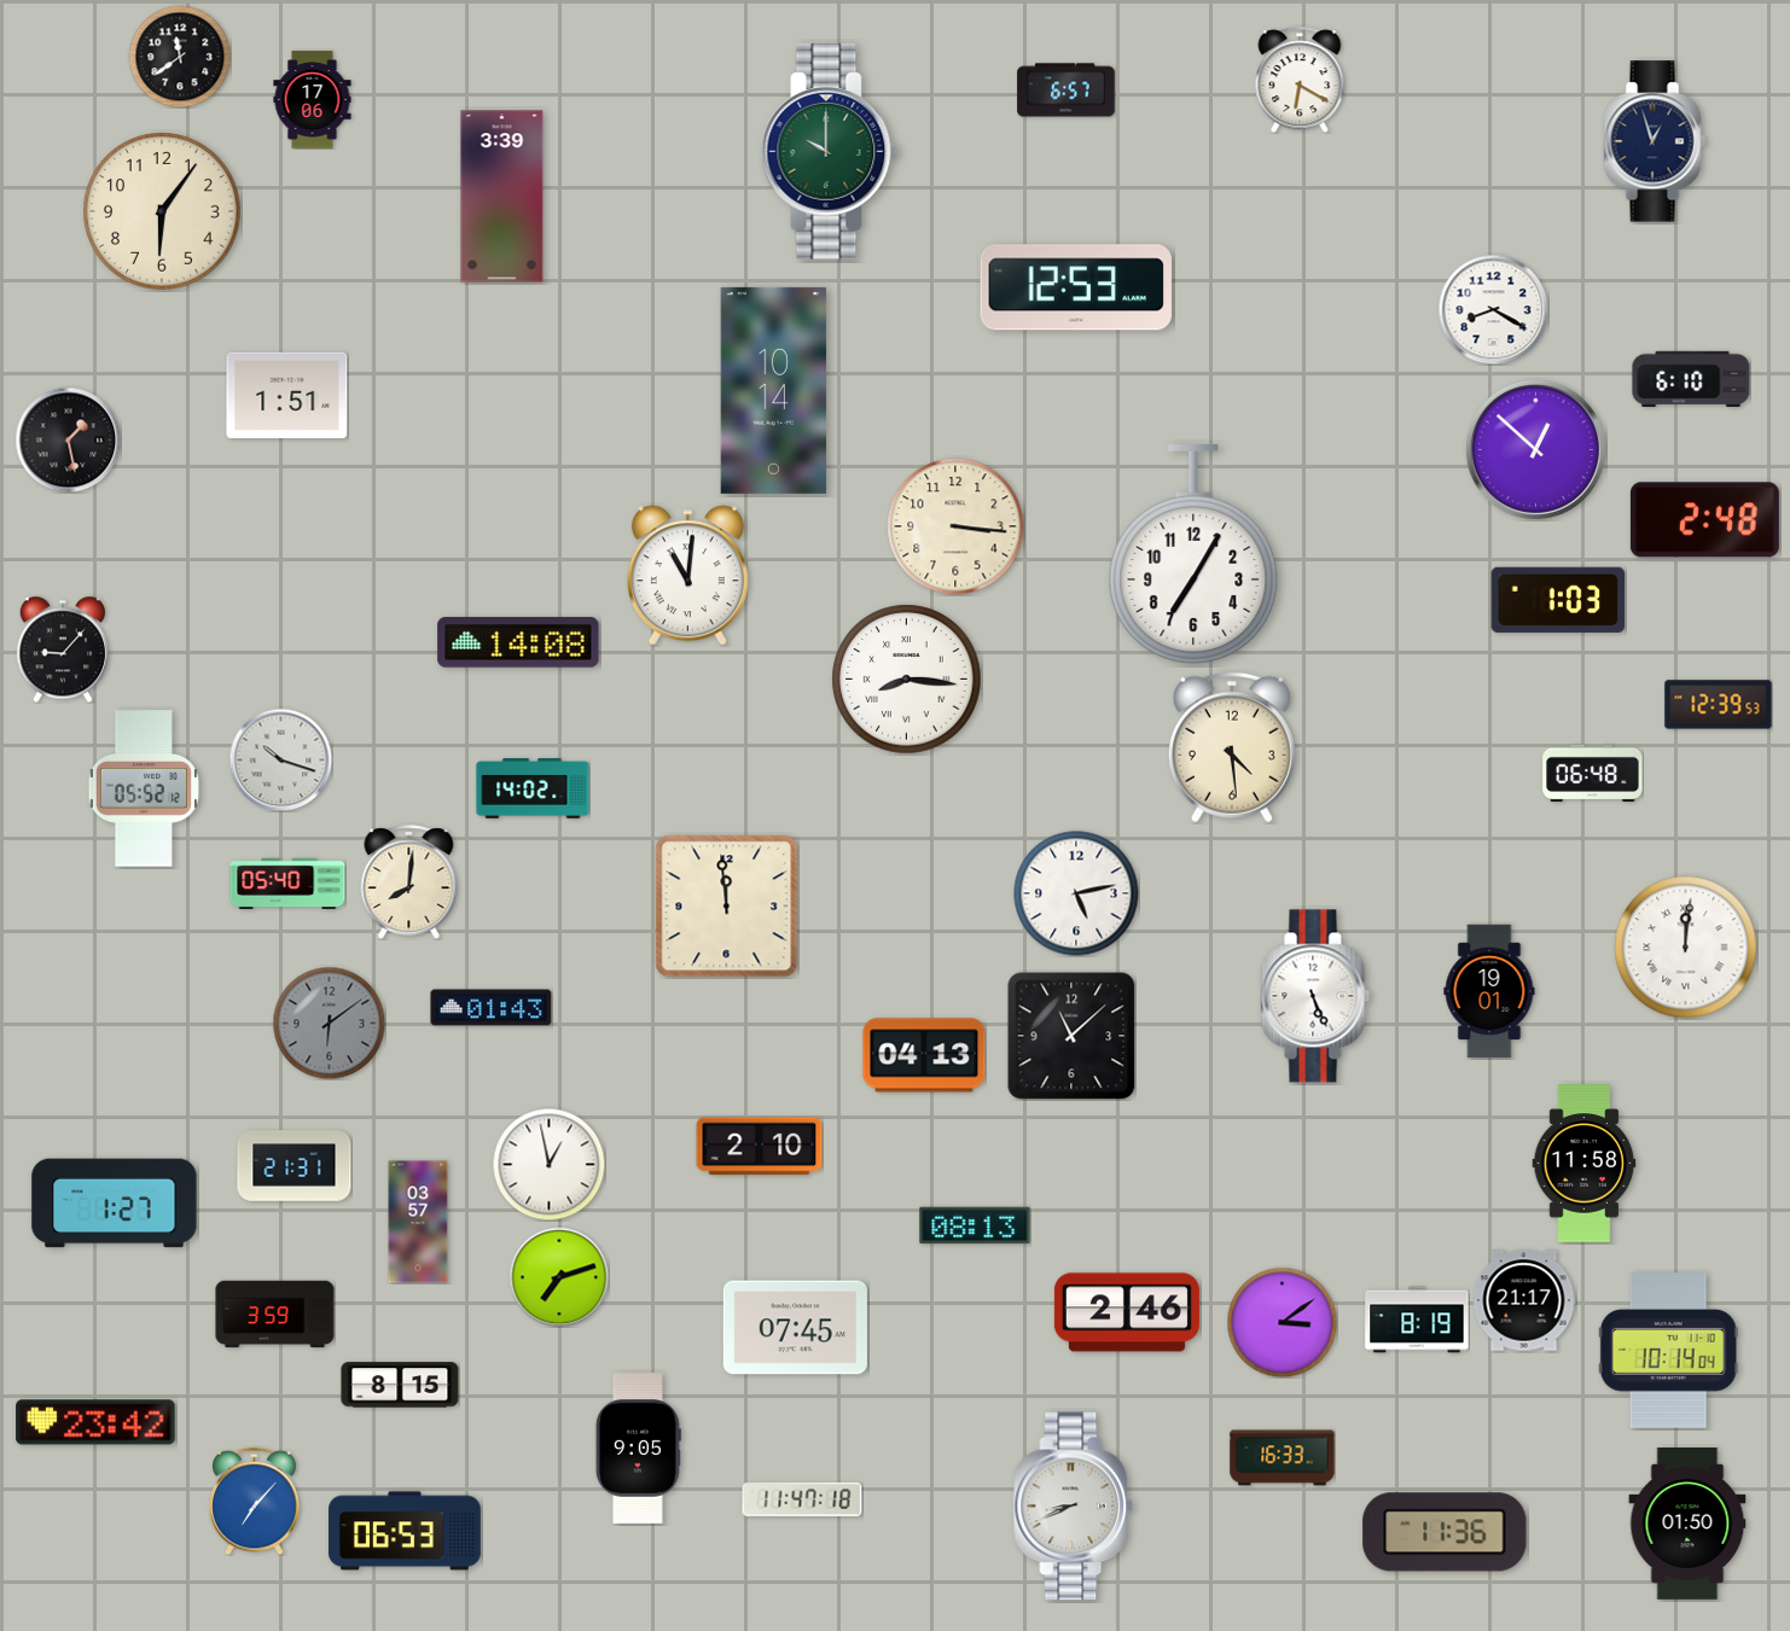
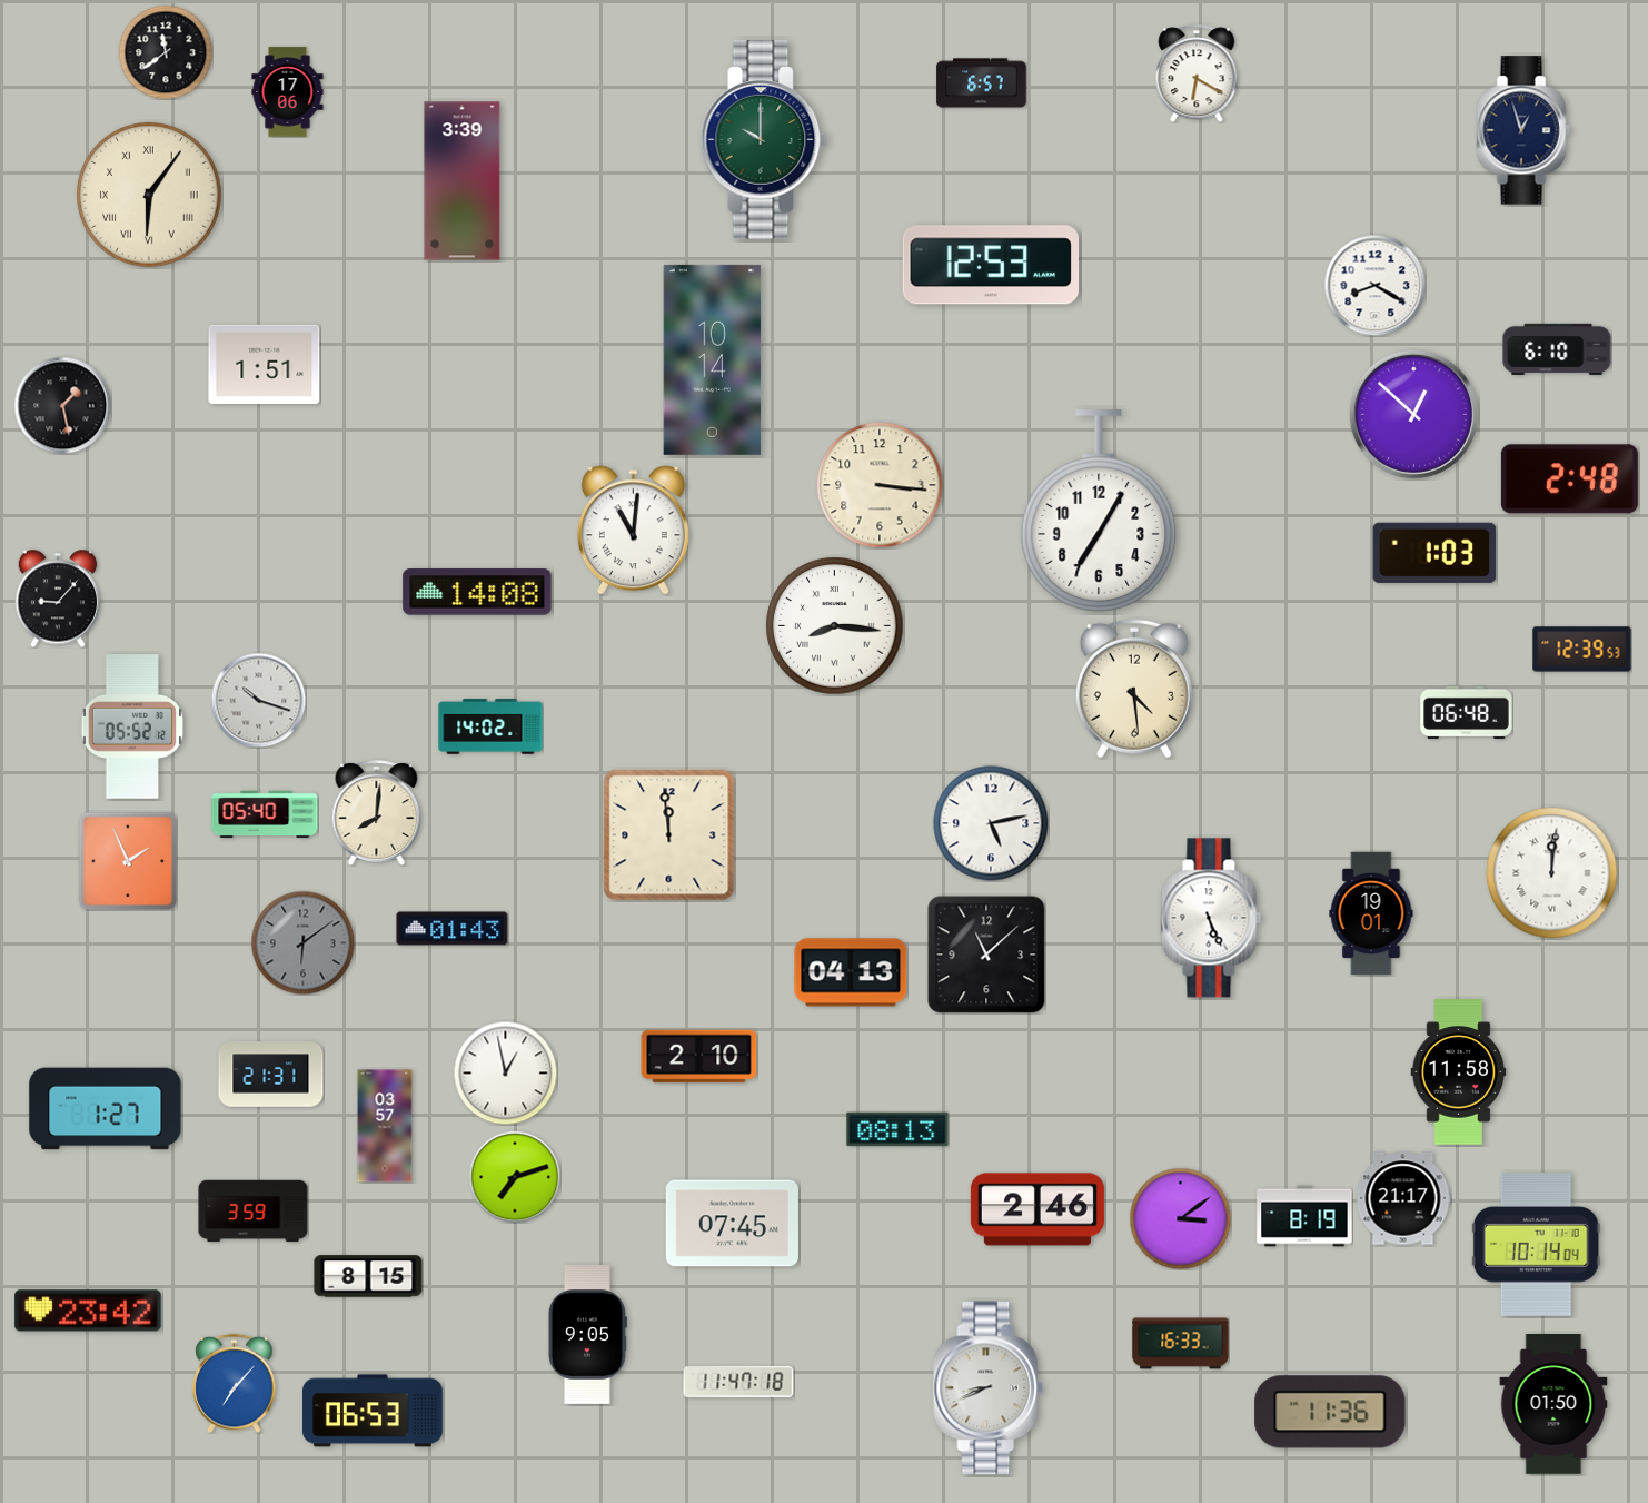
clock at (163, 212) numerals: Arabic -> Roman
clock at (128, 861): none -> 1:56
